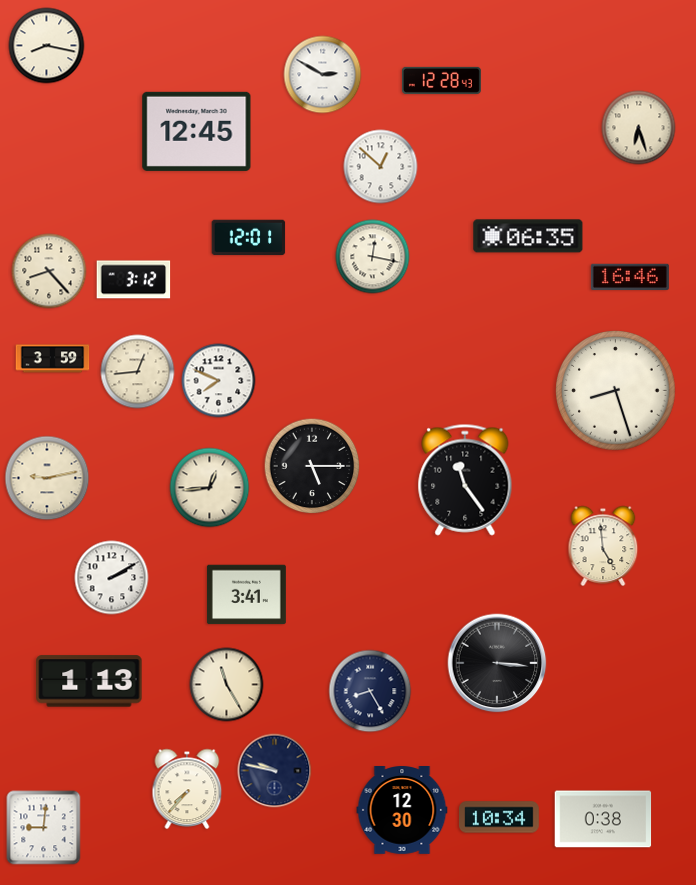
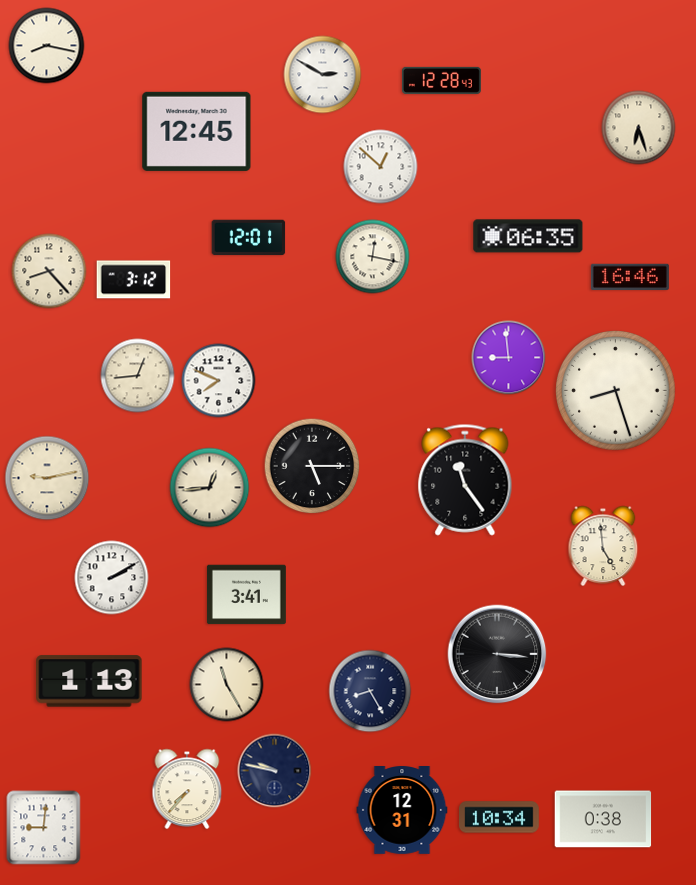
clock at (509, 358): none -> 8:59
clock at (53, 359): 3:59 -> none
clock at (138, 372) position: (138, 372) -> (138, 376)
clock at (497, 663) position: (497, 663) -> (497, 654)
clock at (402, 811): 12:30 -> 12:31
